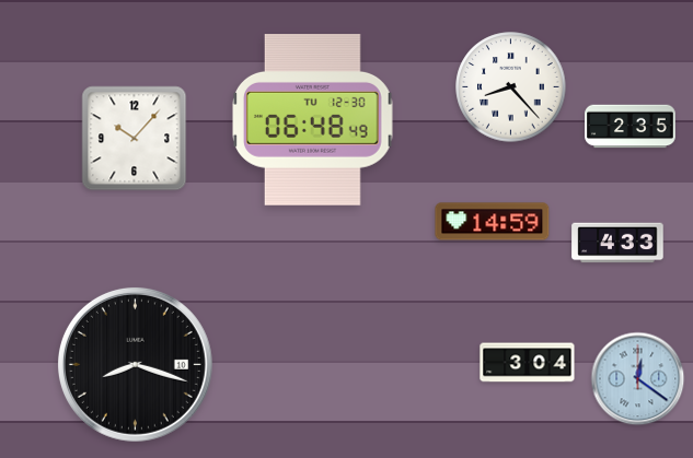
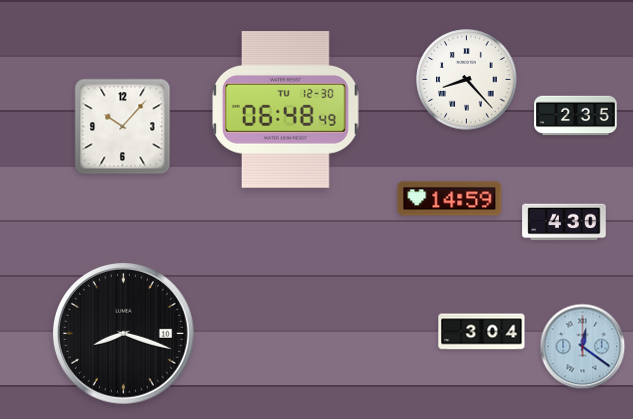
clock at (493, 222) position: (493, 222) -> (450, 199)
clock at (617, 243): 4:33 -> 4:30
